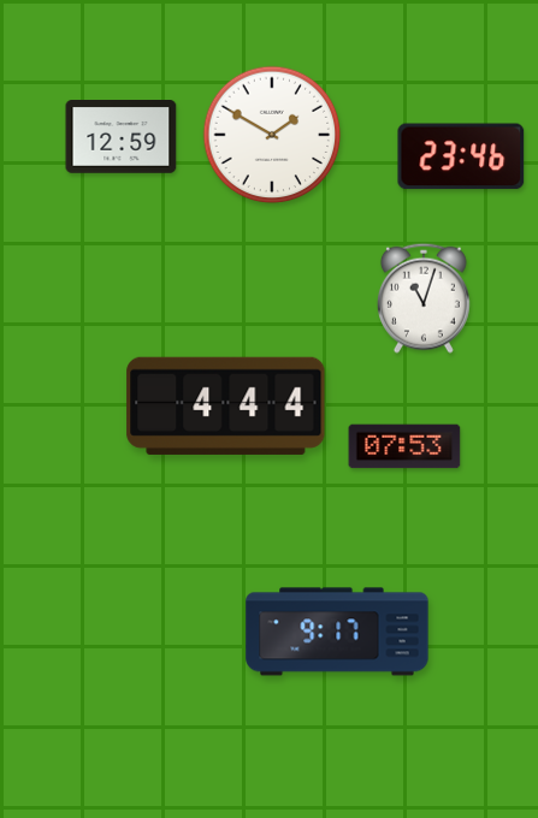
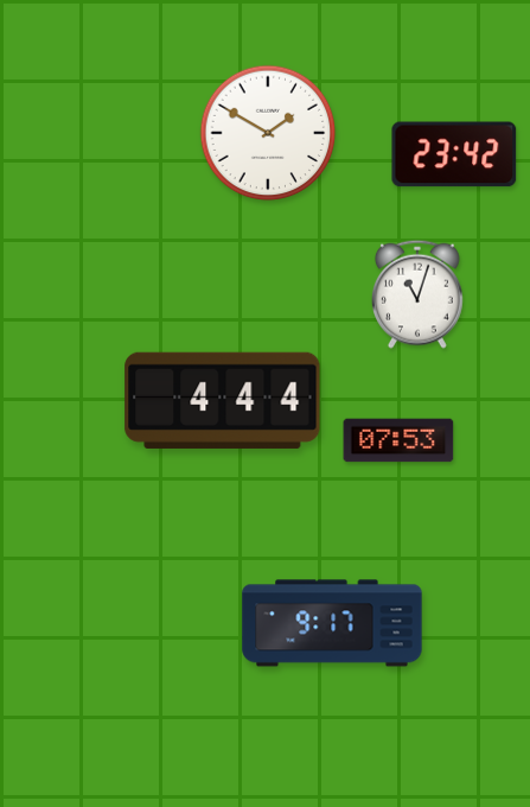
clock at (122, 137): 12:59 -> none
clock at (461, 156): 23:46 -> 23:42
